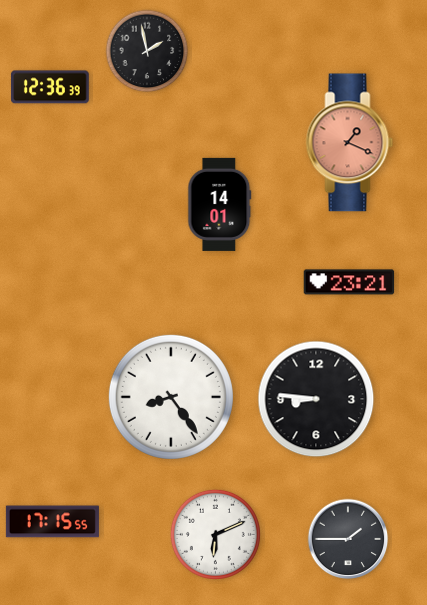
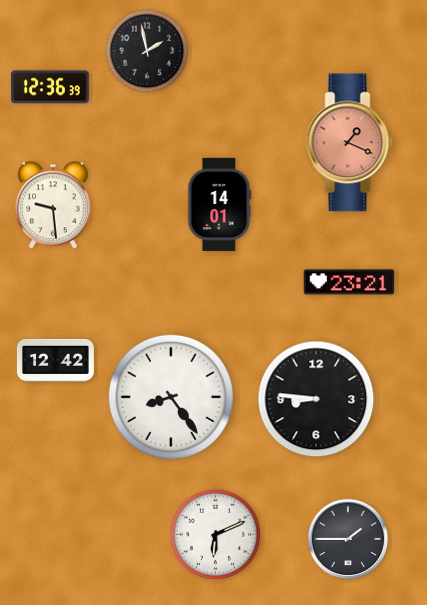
clock at (53, 205): none -> 9:29
clock at (55, 360): none -> 12:42
clock at (52, 522): 17:15 -> none
